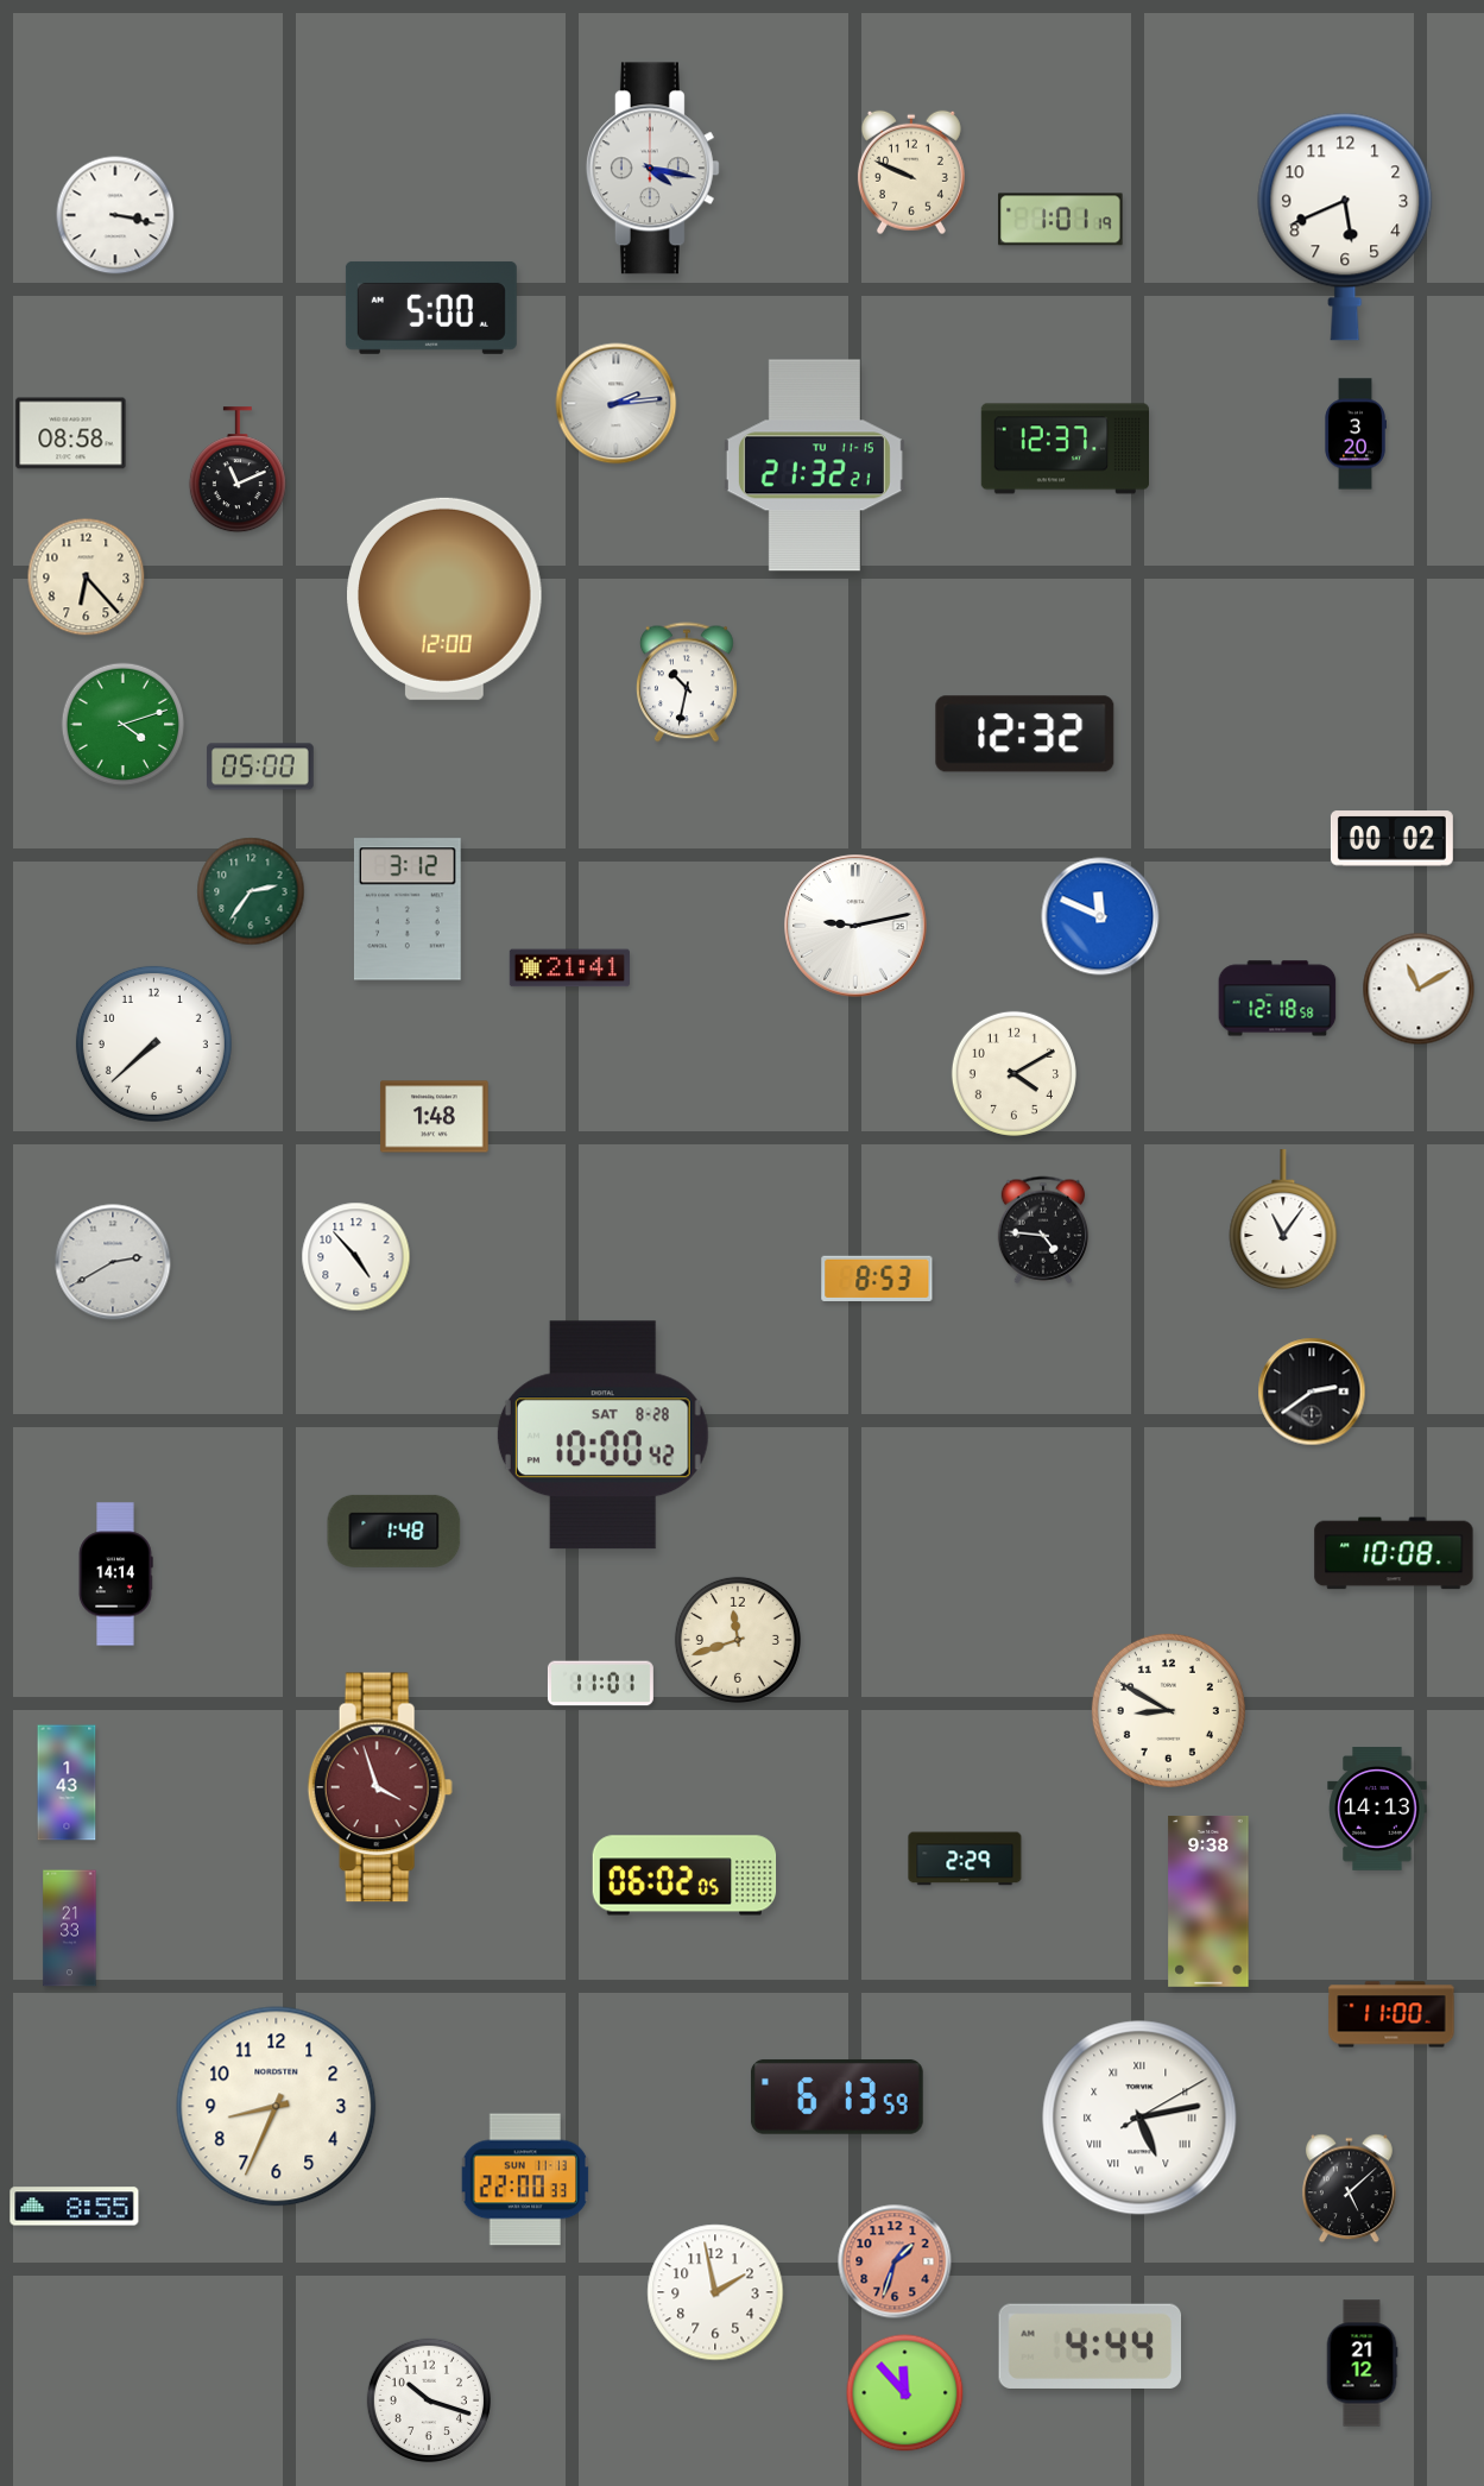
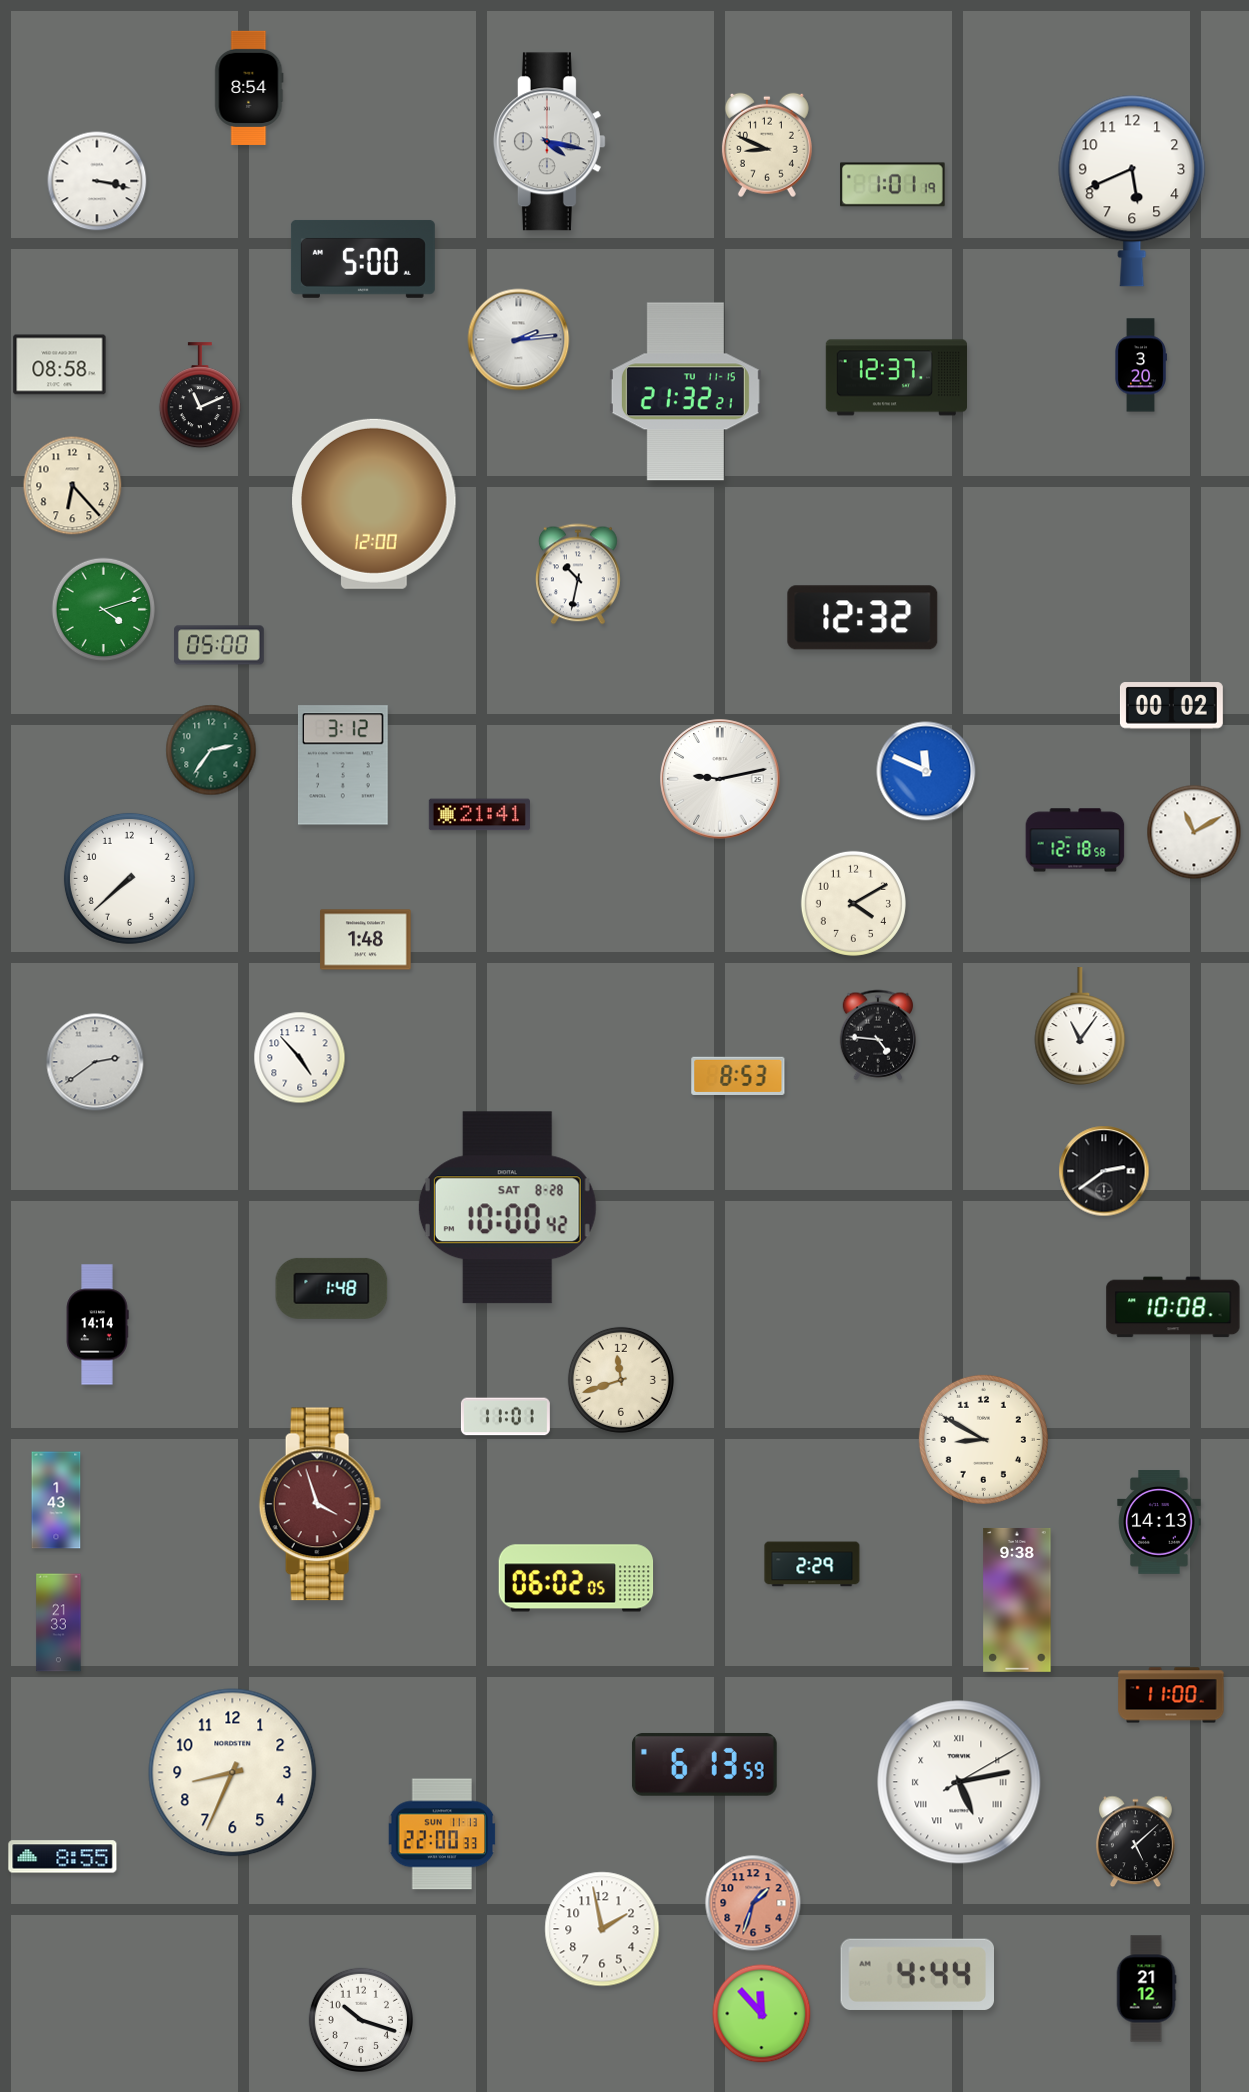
clock at (249, 87): none -> 8:54
clock at (911, 172): 9:49 -> 8:49
clock at (113, 1262): 2:40 -> 2:39
